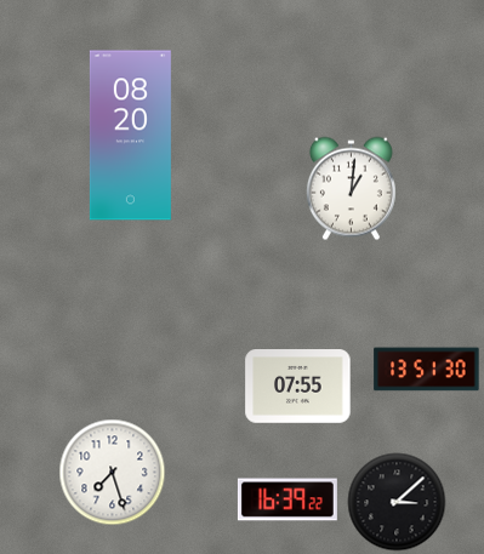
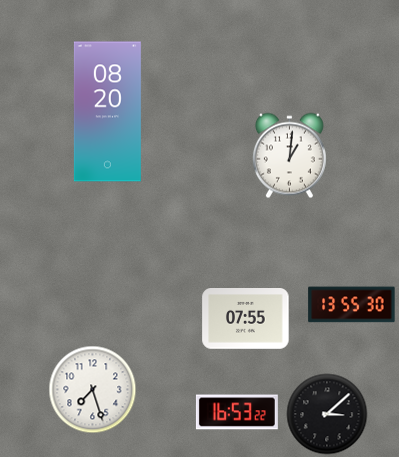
clock at (427, 370): 13:51 -> 13:55
clock at (287, 499): 16:39 -> 16:53
